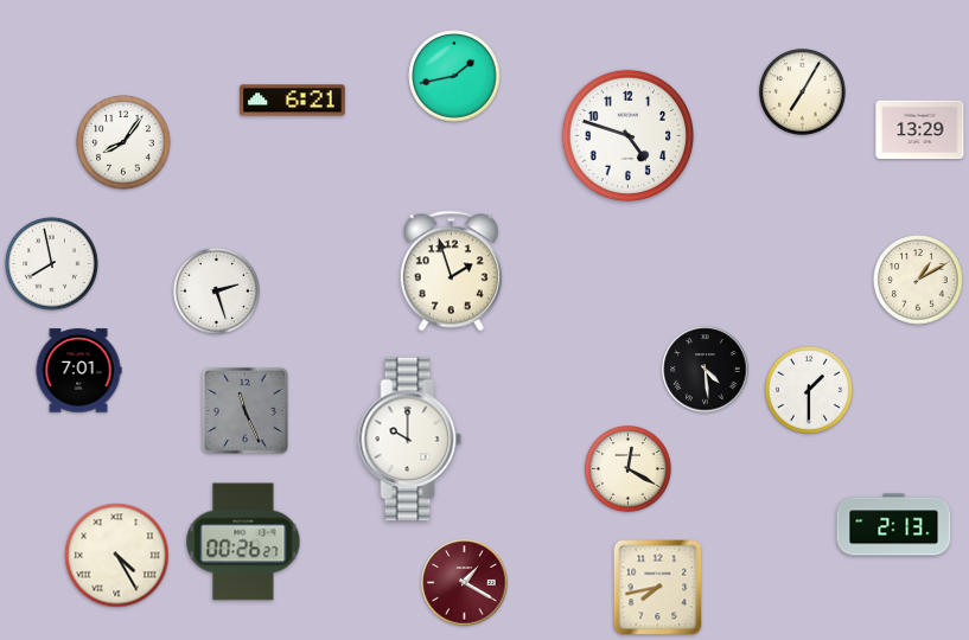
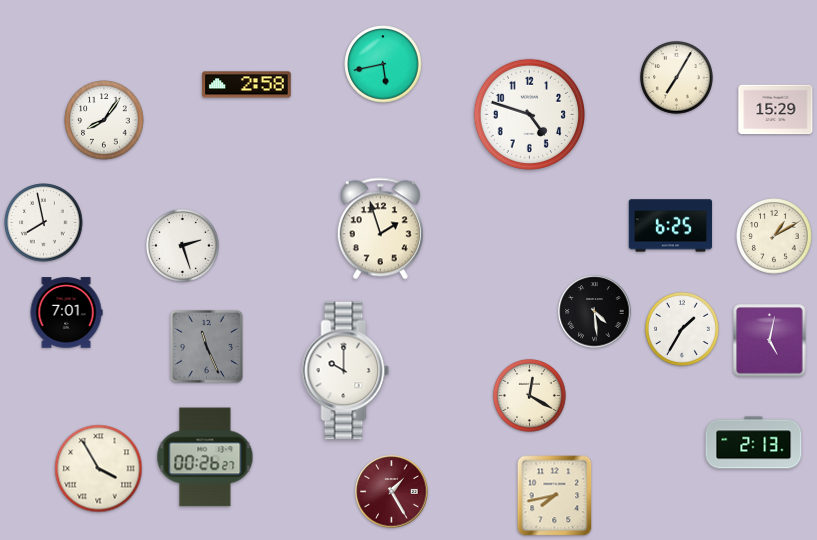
clock at (454, 76): 1:43 -> 5:43
clock at (293, 101): 6:21 -> 2:58
clock at (920, 130): 13:29 -> 15:29
clock at (671, 226): none -> 6:25
clock at (810, 391): 1:30 -> 1:35
clock at (770, 341): none -> 5:02
clock at (117, 556): 4:25 -> 3:55
clock at (465, 583): 1:20 -> 1:25
